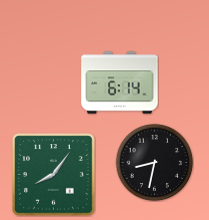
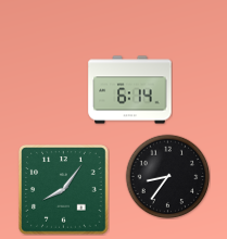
clock at (154, 162): 8:32 -> 8:36
clock at (54, 175) position: (54, 175) -> (64, 190)
